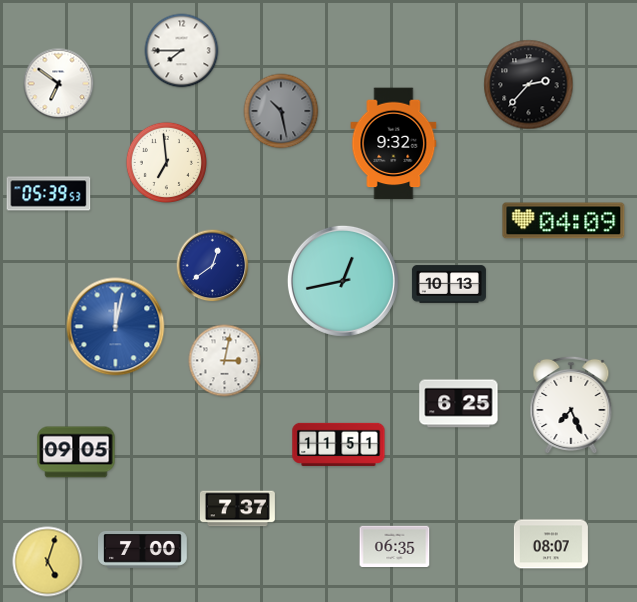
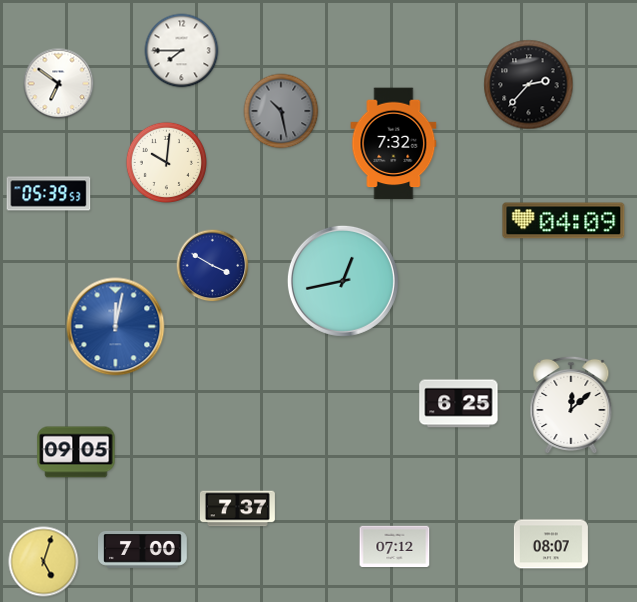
clock at (394, 144): 9:32 -> 7:32
clock at (166, 162): 6:59 -> 10:01
clock at (213, 266): 12:39 -> 3:50
clock at (449, 284): 10:13 -> none
clock at (225, 361): 3:02 -> none
clock at (571, 405): 7:26 -> 12:08
clock at (339, 444): 11:51 -> none
clock at (395, 547): 06:35 -> 07:12
clock at (48, 562) position: (48, 562) -> (44, 562)
